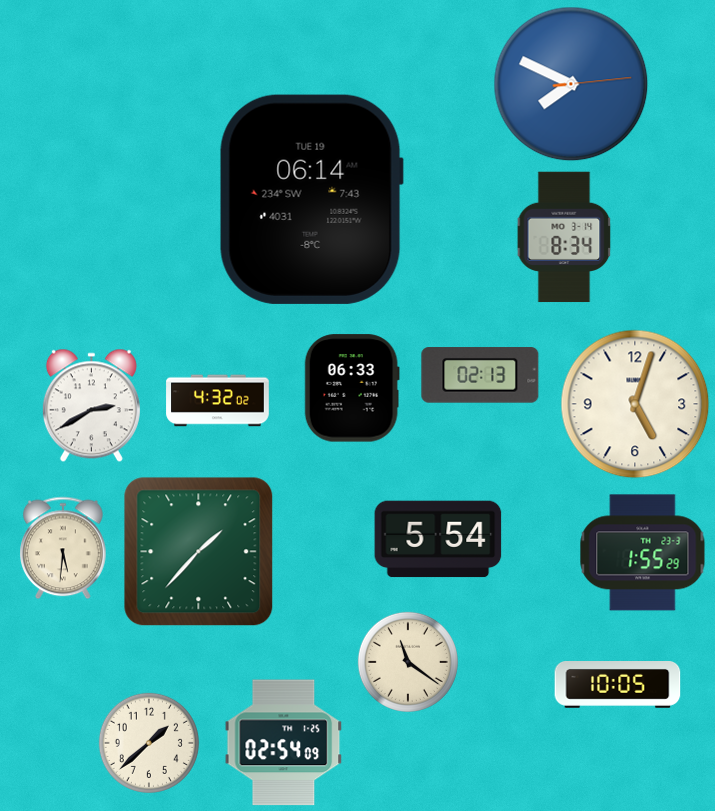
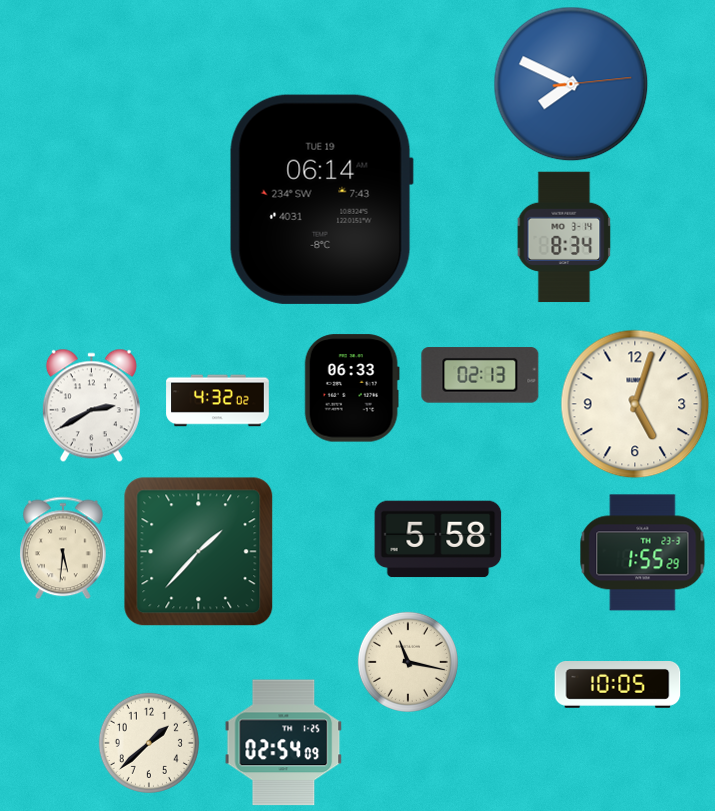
clock at (311, 199) position: (311, 199) -> (321, 199)
clock at (438, 539): 5:54 -> 5:58
clock at (408, 662): 11:21 -> 11:17
